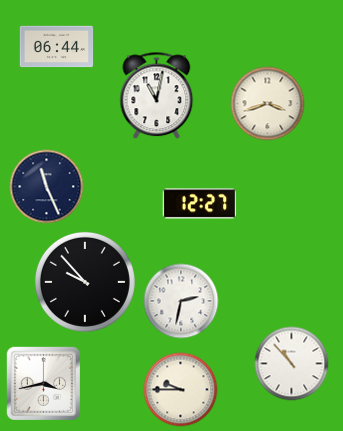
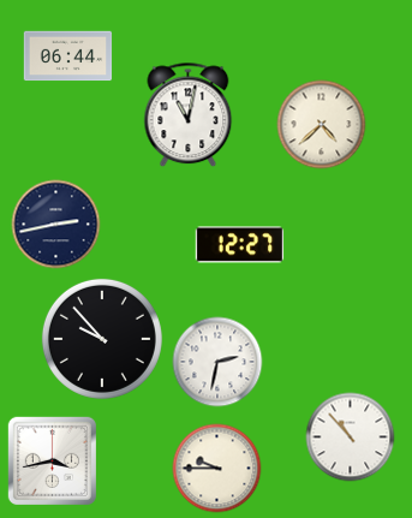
clock at (268, 104): 3:42 -> 4:38
clock at (47, 187): 11:26 -> 2:43
